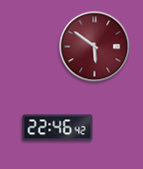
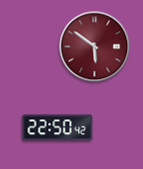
clock at (58, 128): 22:46 -> 22:50
